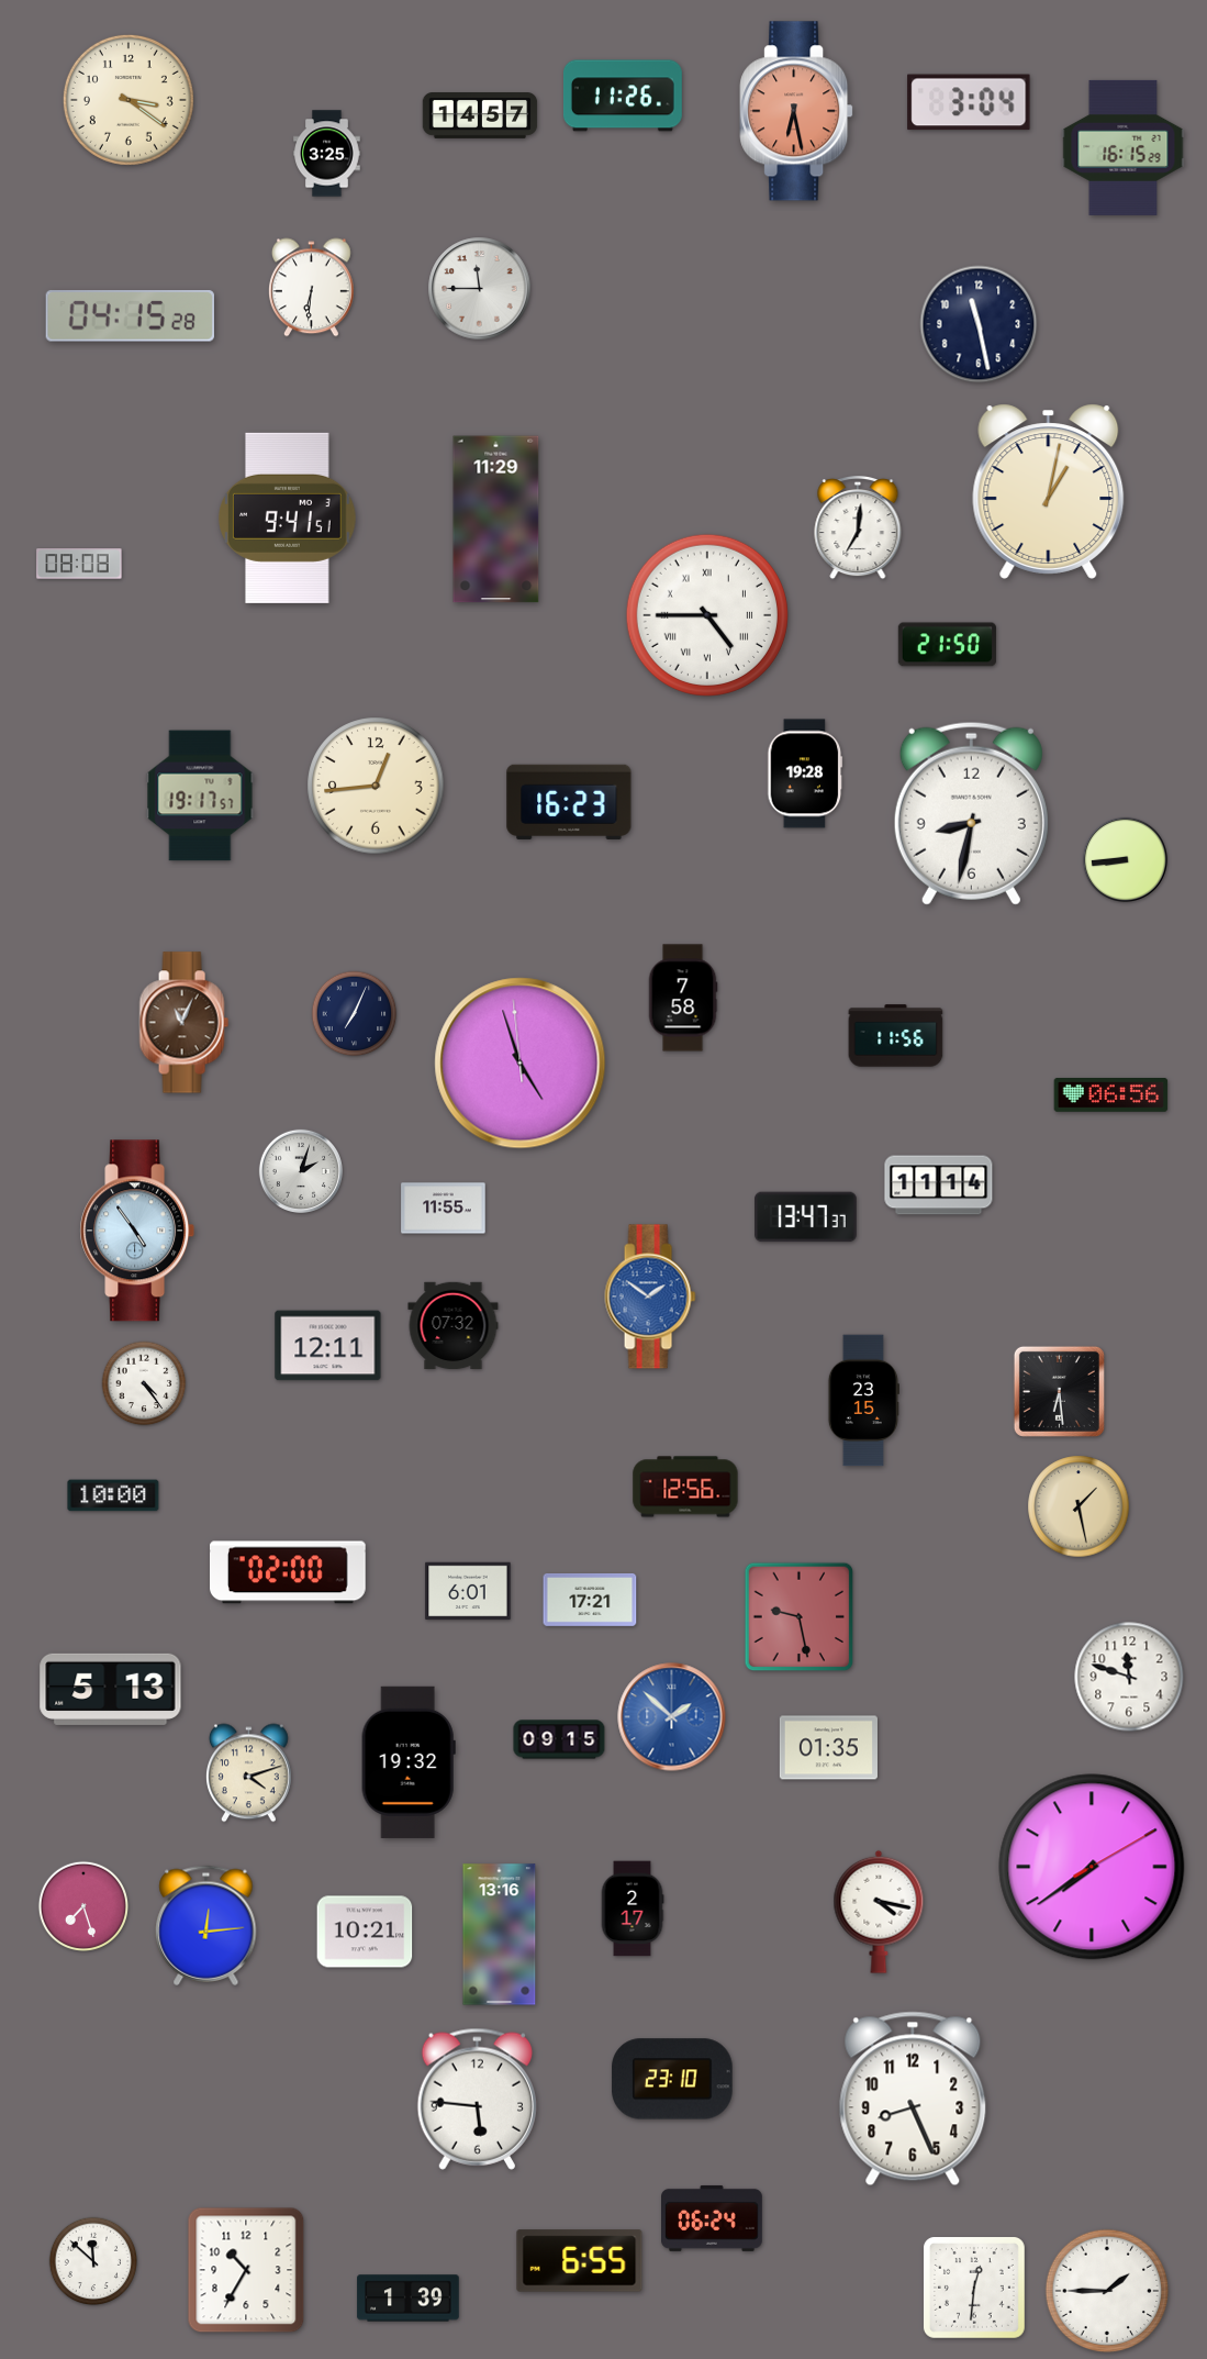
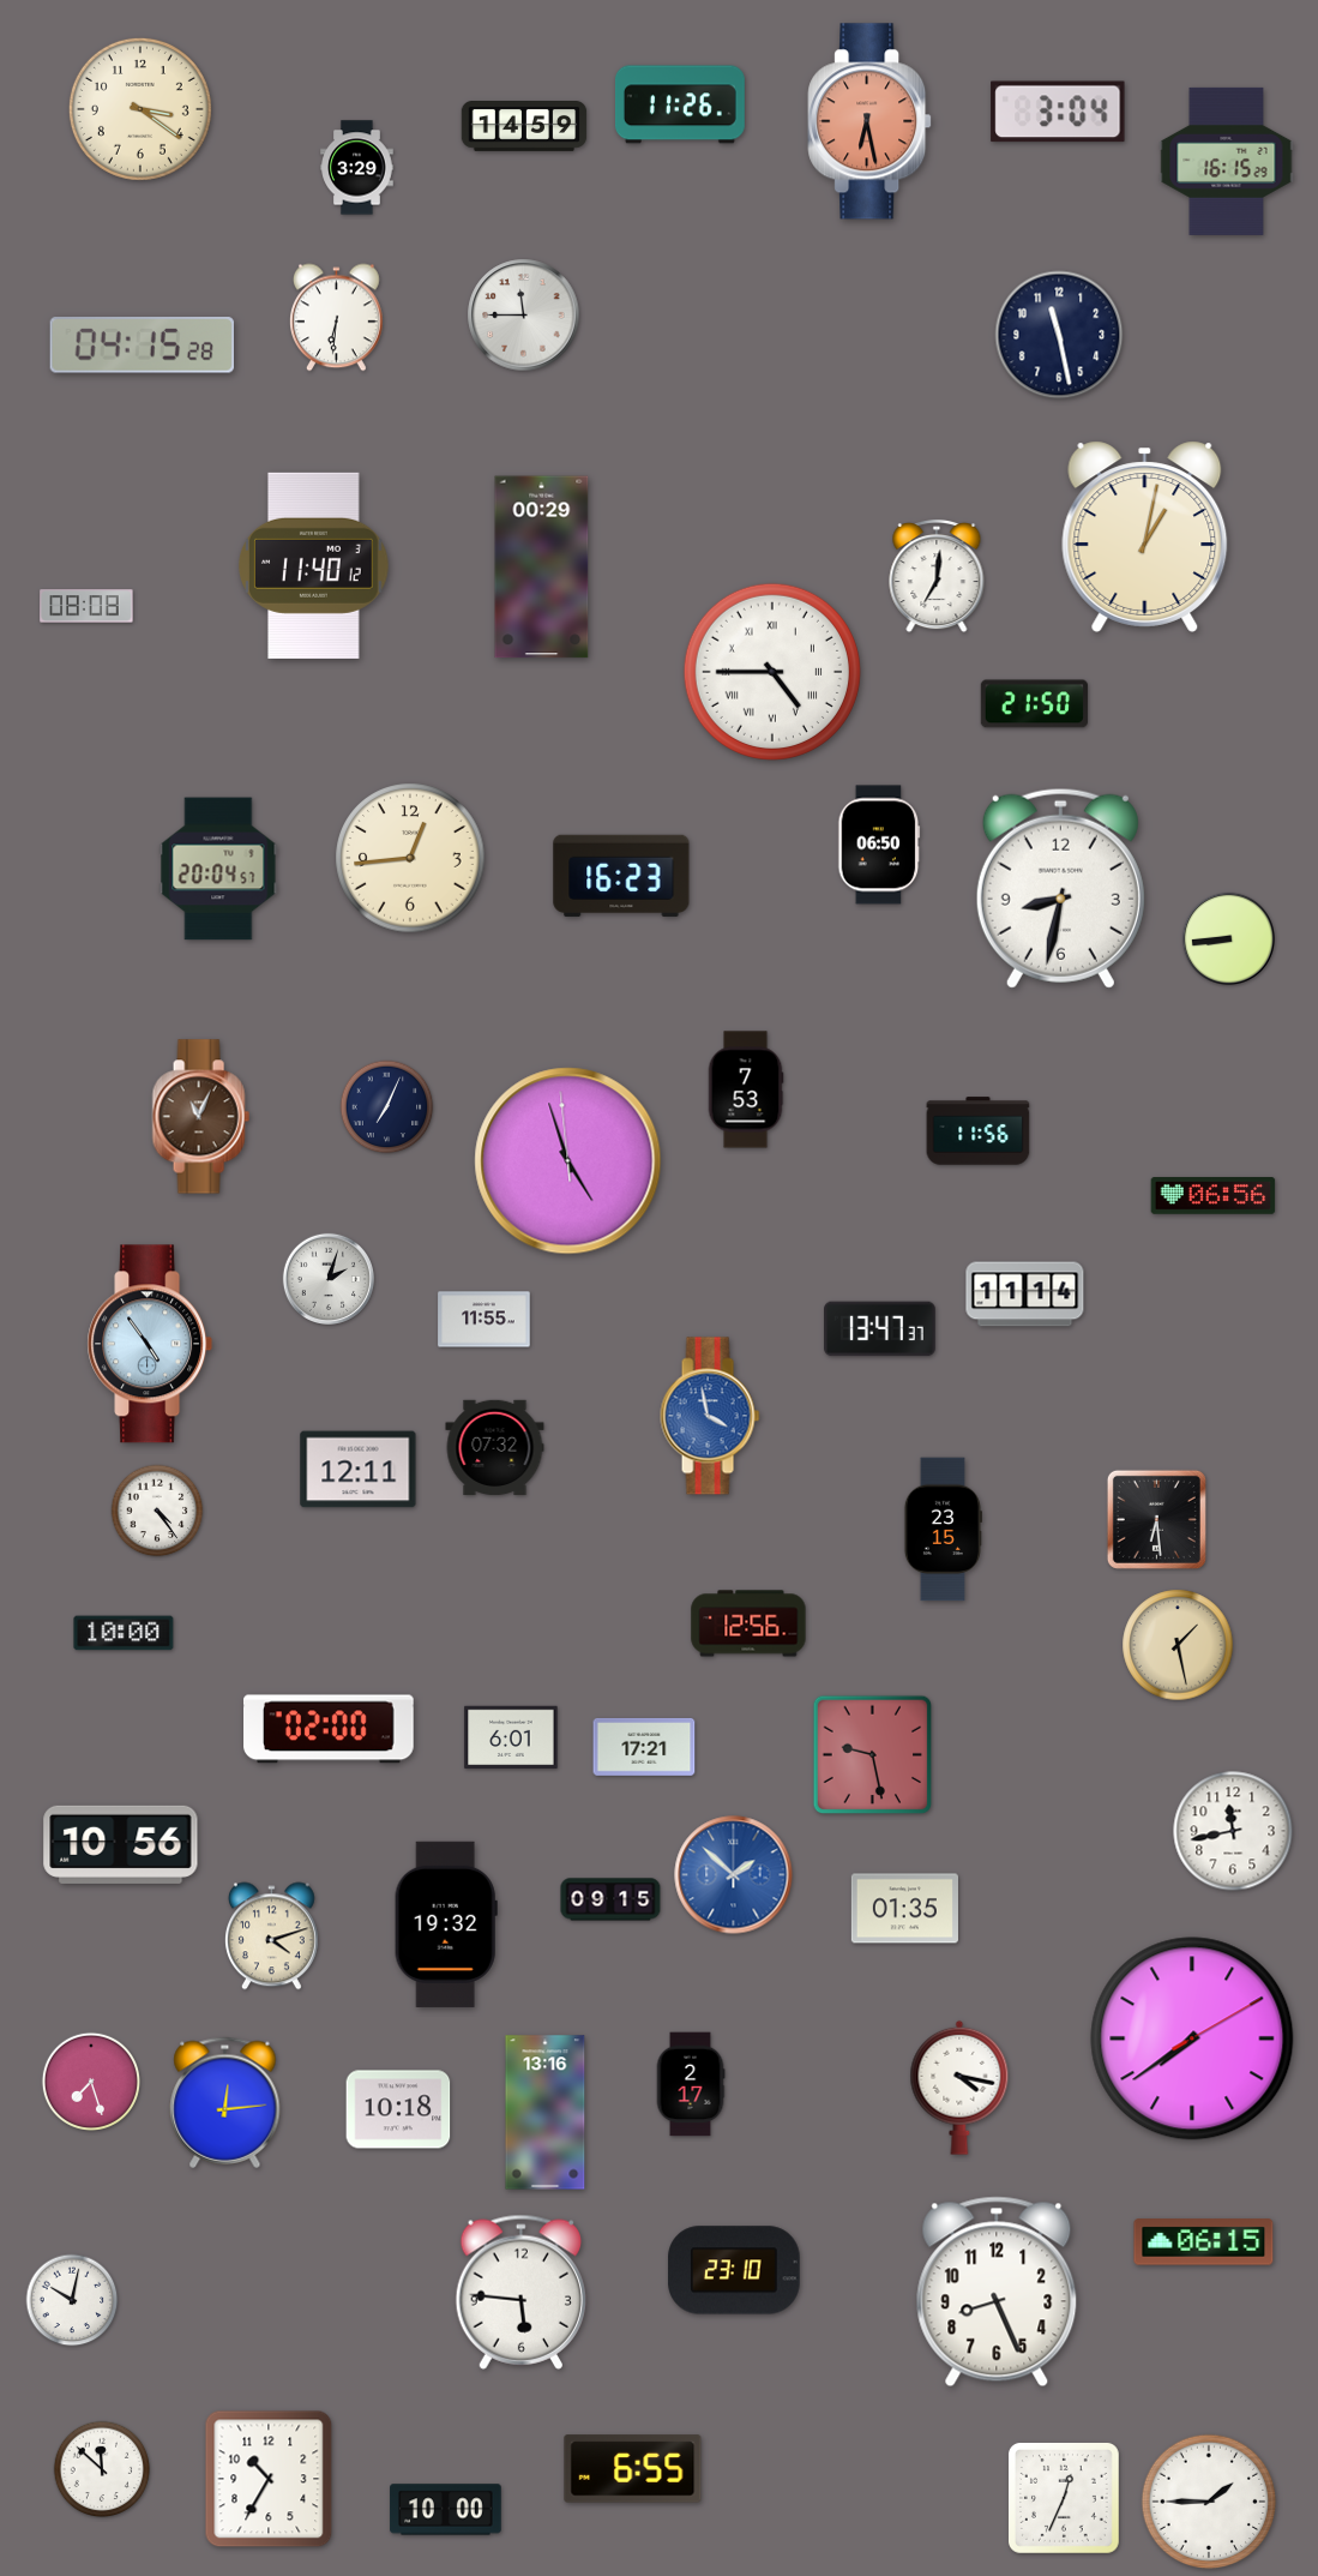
clock at (480, 116): 14:57 -> 14:59
clock at (327, 154): 3:25 -> 3:29
clock at (312, 288) position: (312, 288) -> (337, 318)
clock at (979, 324) position: (979, 324) -> (1059, 335)
clock at (288, 518): 9:41 -> 11:40
clock at (496, 520): 11:29 -> 00:29
clock at (79, 564) position: (79, 564) -> (86, 606)
clock at (805, 774): 19:28 -> 06:50
clock at (200, 795): 19:17 -> 20:04
clock at (683, 998): 7:58 -> 7:53
clock at (650, 1297): 1:51 -> 3:58
clock at (289, 1572) position: (289, 1572) -> (330, 1729)
clock at (800, 1617) position: (800, 1617) -> (873, 1755)
clock at (1129, 1677): 11:48 -> 11:43
clock at (111, 1689): 5:13 -> 10:56
clock at (365, 1932): 10:21 -> 10:18
clock at (1204, 2242): none -> 06:15
clock at (72, 2300): none -> 10:02
clock at (713, 2218): 06:24 -> none
clock at (974, 2288): 12:31 -> 12:34
clock at (409, 2299): 1:39 -> 10:00
